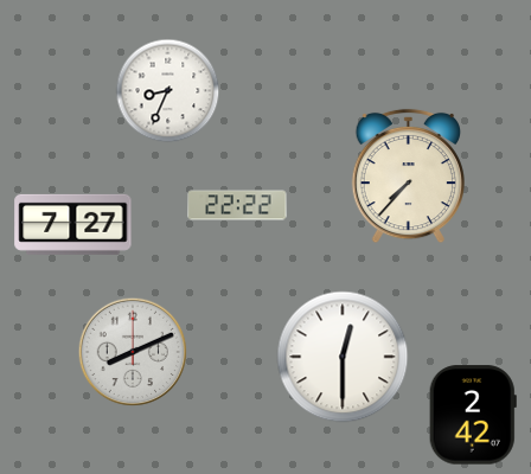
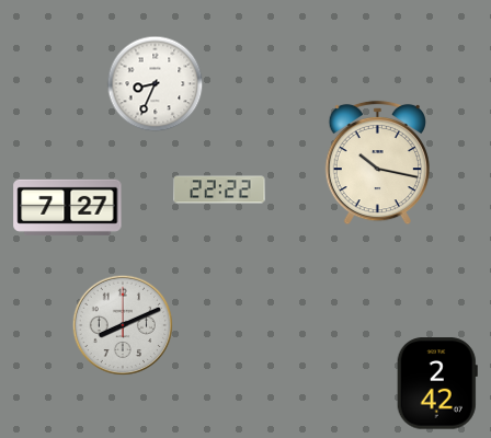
clock at (408, 177): 7:37 -> 10:17
clock at (343, 357): 12:30 -> none
